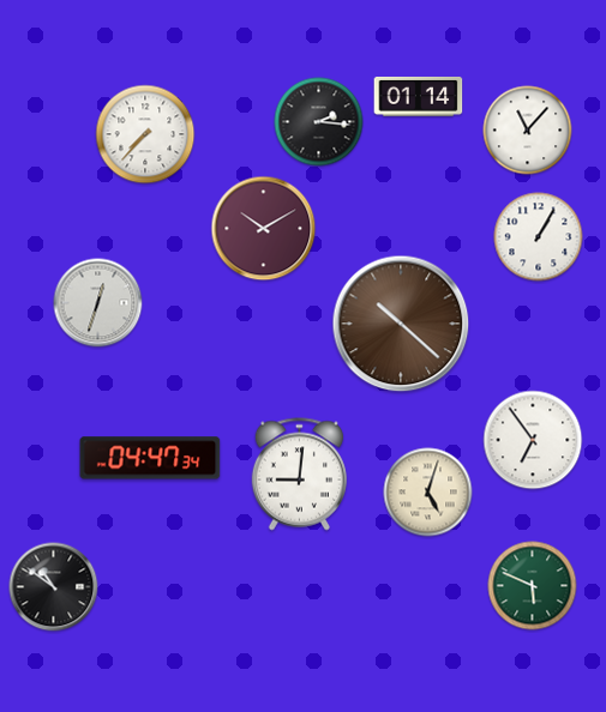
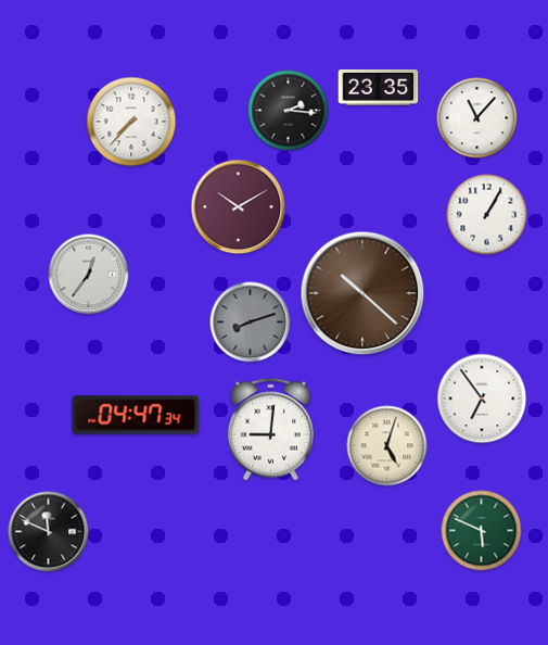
clock at (419, 97): 01:14 -> 23:35
clock at (98, 303): 12:33 -> 12:36
clock at (251, 322): none -> 8:12
clock at (54, 587): 10:51 -> 11:49
